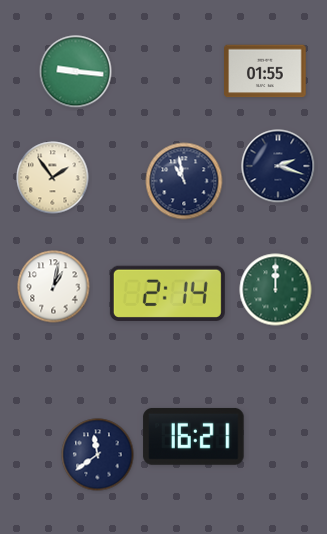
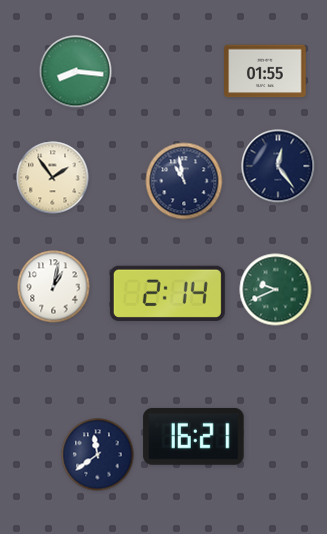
clock at (76, 72): 9:16 -> 8:16
clock at (278, 166): 2:18 -> 12:24
clock at (276, 290): 12:00 -> 9:41
